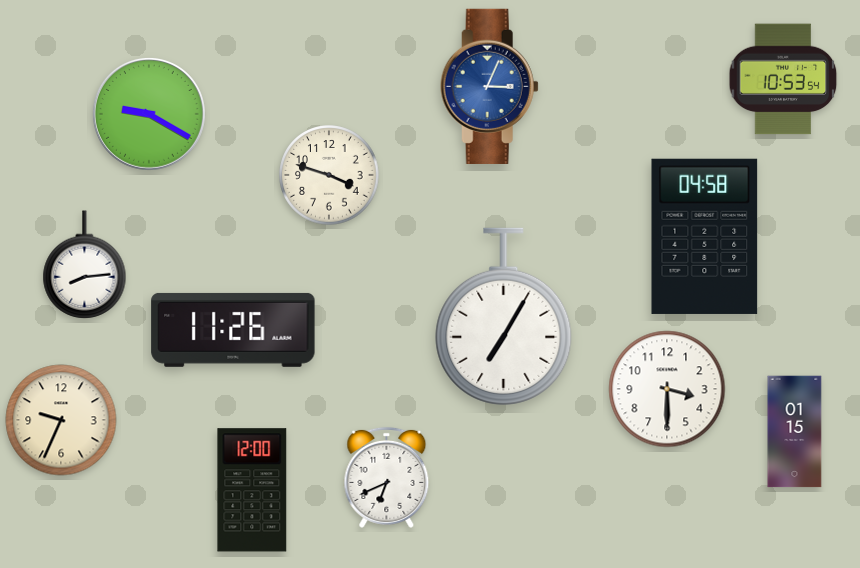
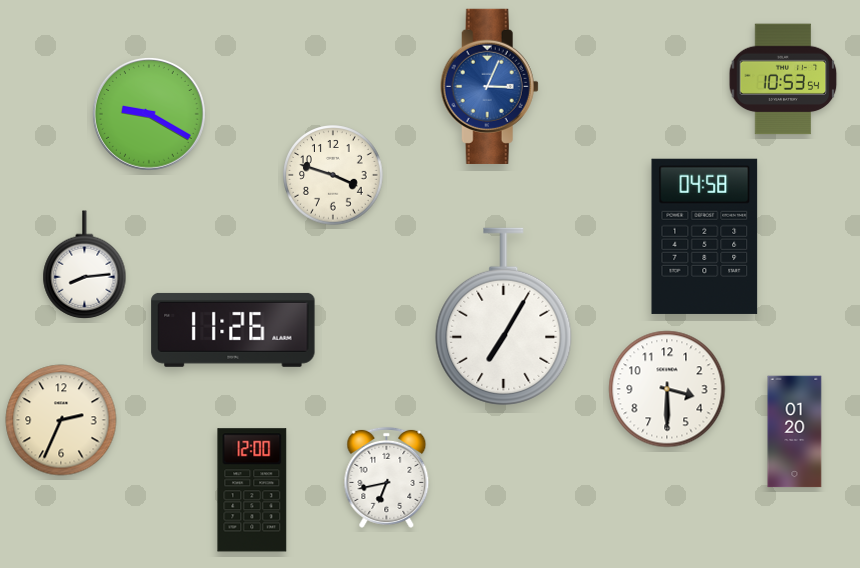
clock at (329, 175) position: (329, 175) -> (333, 175)
clock at (61, 420): 9:34 -> 2:34
clock at (795, 432): 01:15 -> 01:20
clock at (387, 477): 6:41 -> 6:43
